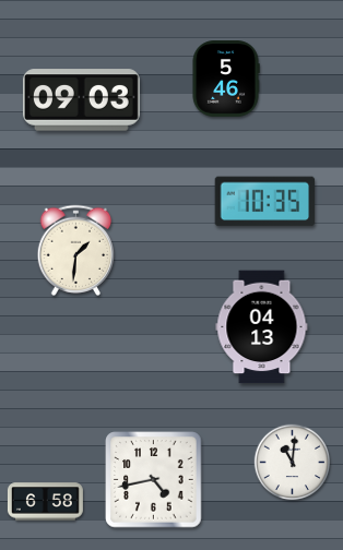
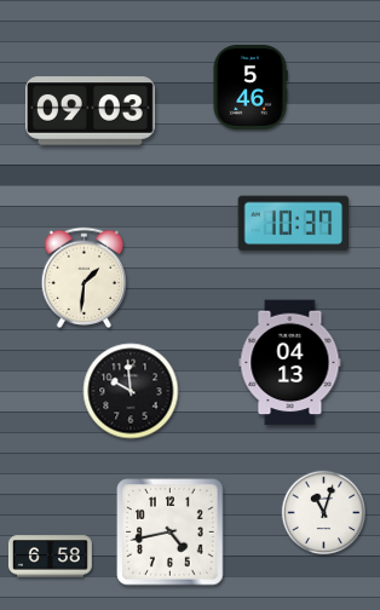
clock at (265, 202): 10:35 -> 10:37
clock at (131, 391): none -> 9:59
clock at (293, 463): 11:01 -> 11:03
